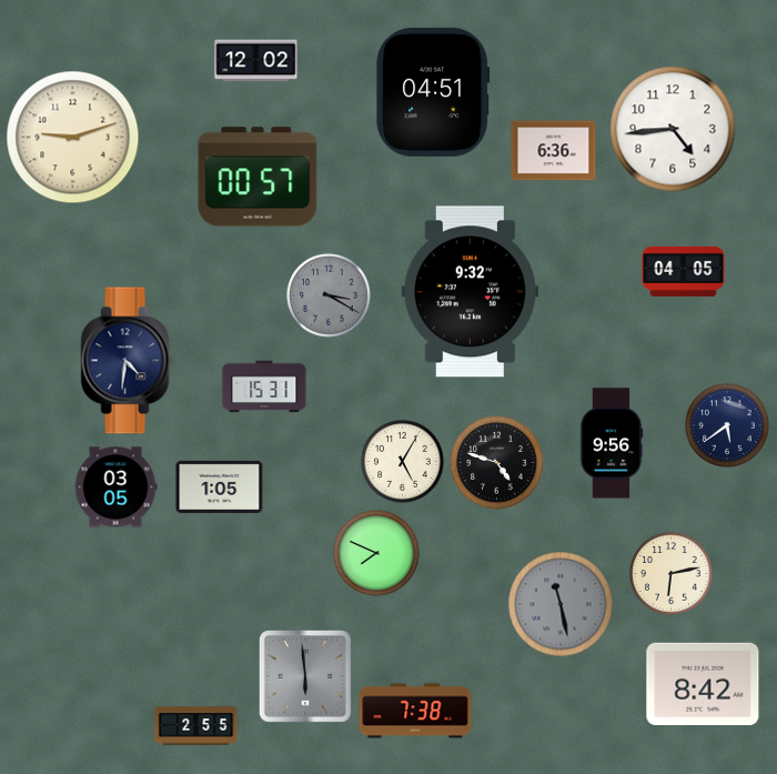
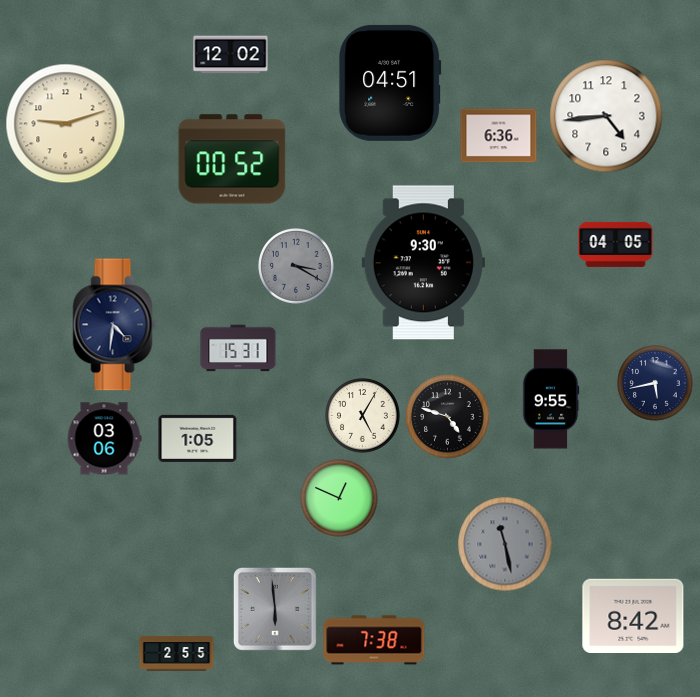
clock at (258, 177): 00:57 -> 00:52
clock at (470, 292): 9:32 -> 9:30
clock at (727, 425): 5:39 -> 5:43
clock at (612, 443): 9:56 -> 9:55
clock at (115, 487): 03:05 -> 03:06
clock at (376, 553): 7:49 -> 12:49
clock at (672, 574): 6:13 -> none
